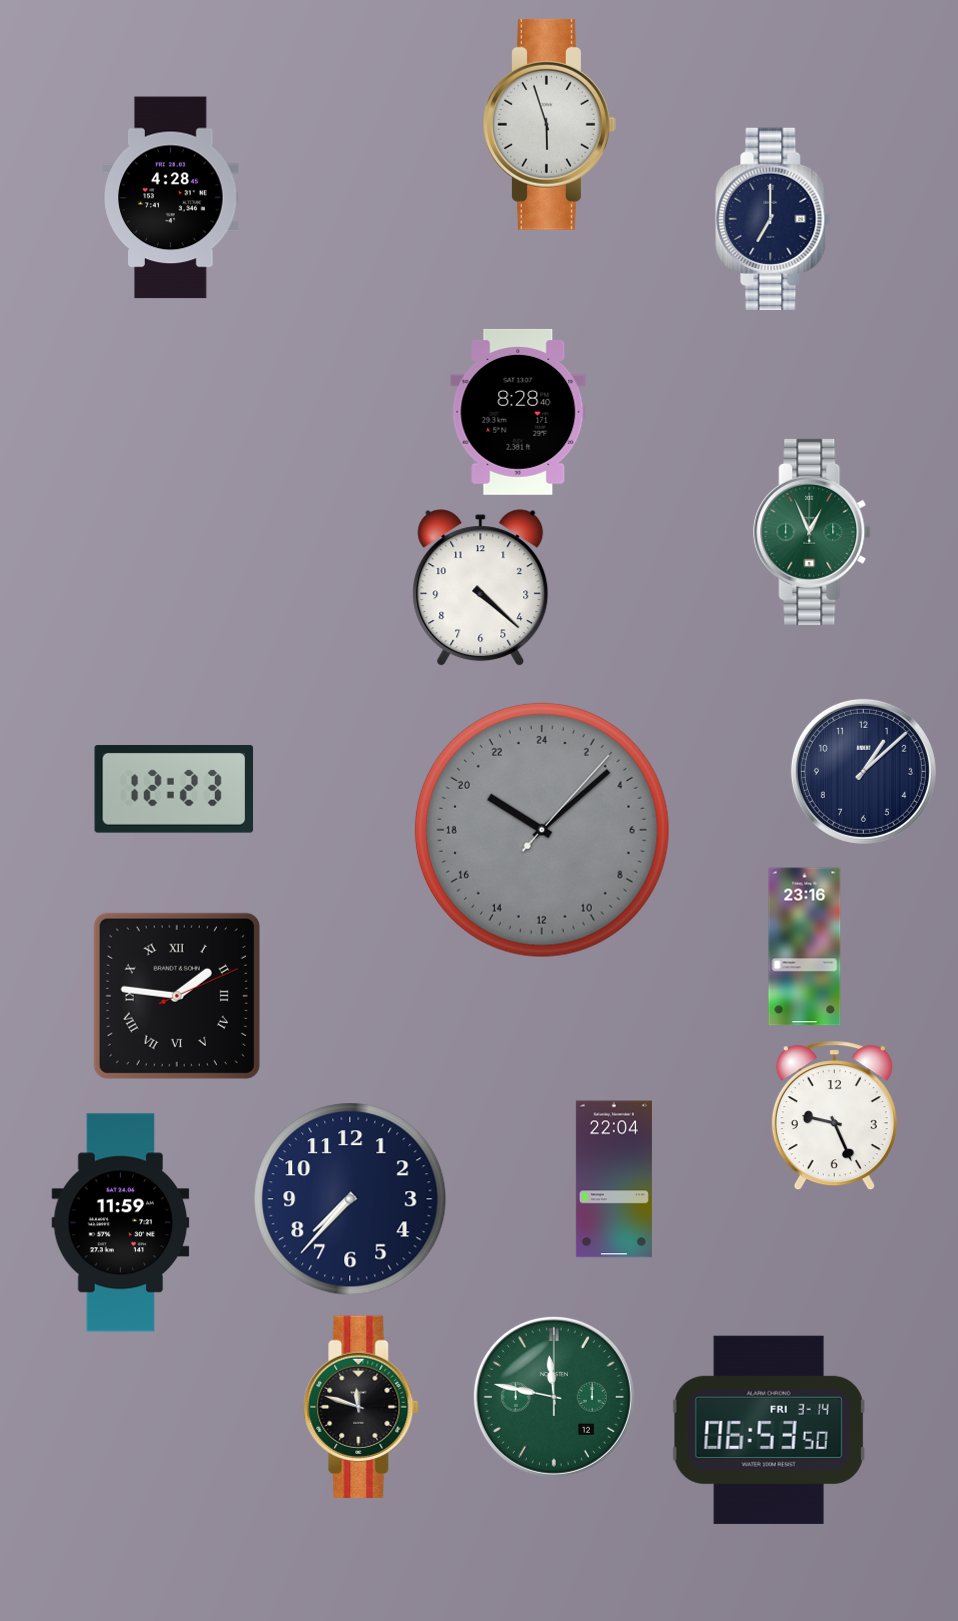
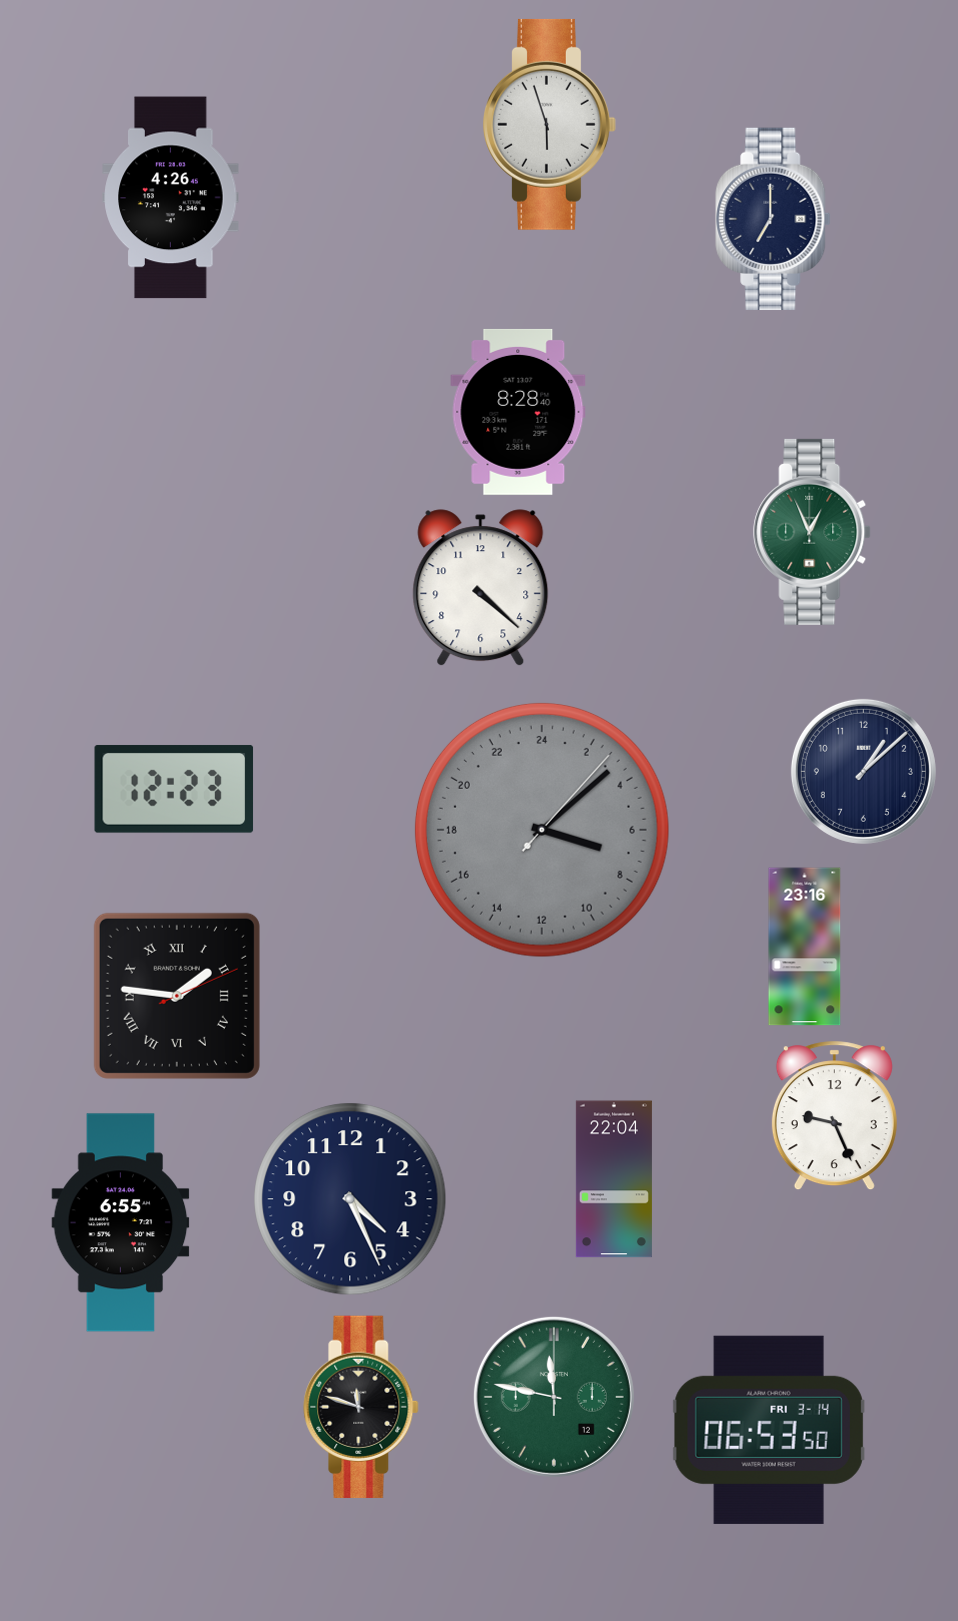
clock at (171, 198): 4:28 -> 4:26
clock at (542, 830): 20:08 -> 7:08
clock at (350, 1199): 7:37 -> 4:26
clock at (121, 1223): 11:59 -> 6:55
